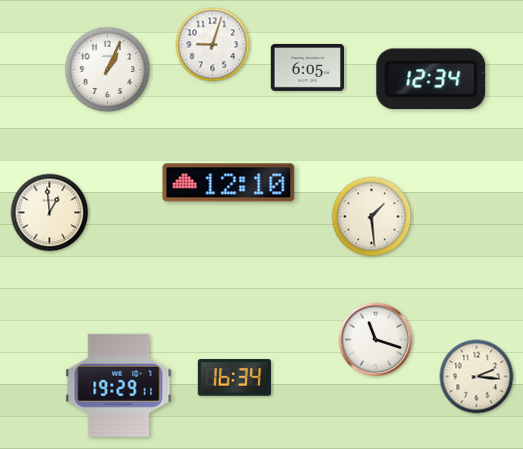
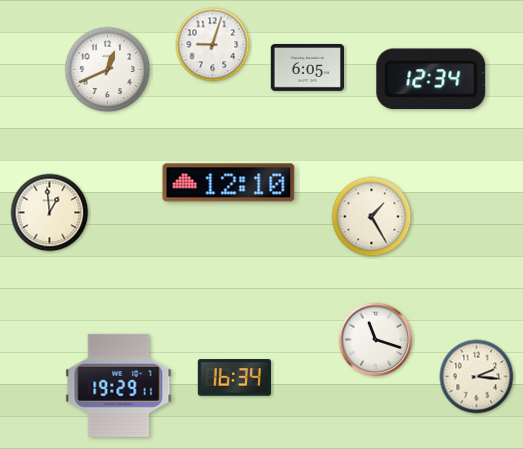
clock at (108, 70): 1:04 -> 12:41
clock at (372, 217): 1:29 -> 1:25
